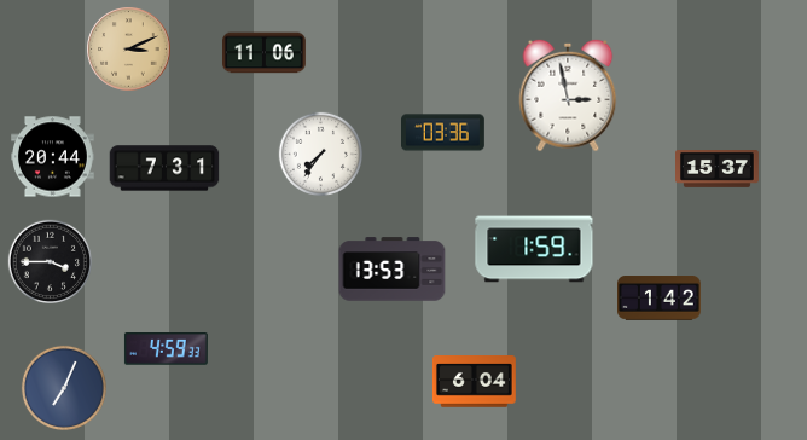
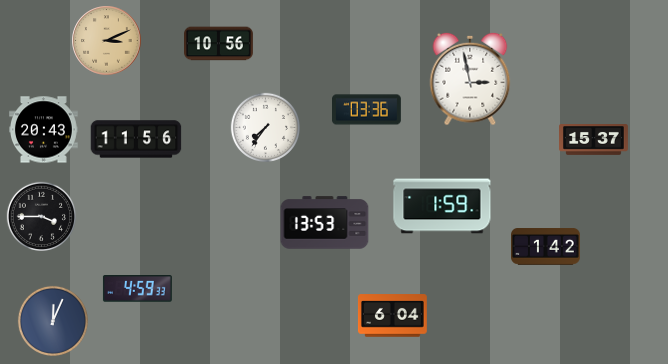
clock at (265, 53): 11:06 -> 10:56
clock at (53, 157): 20:44 -> 20:43
clock at (164, 168): 7:31 -> 11:56
clock at (64, 388): 7:04 -> 12:04
